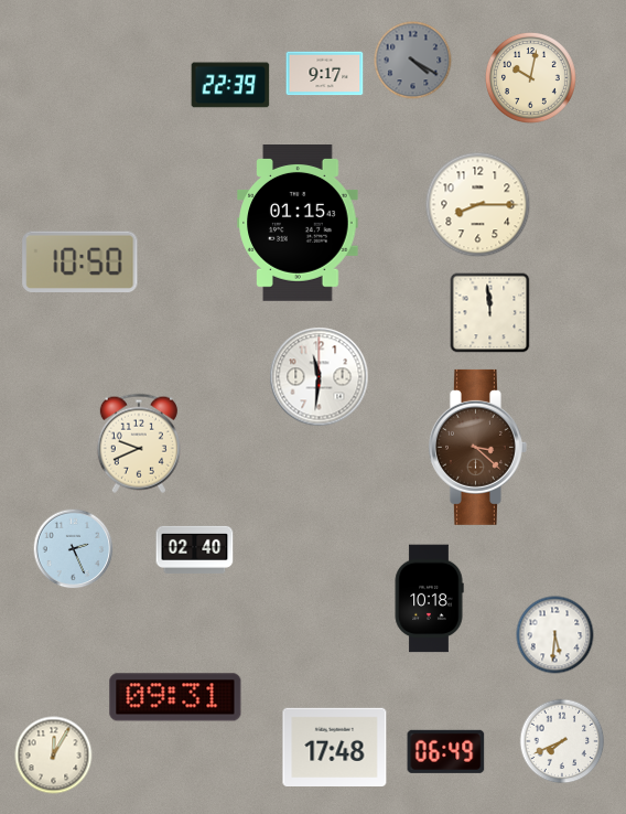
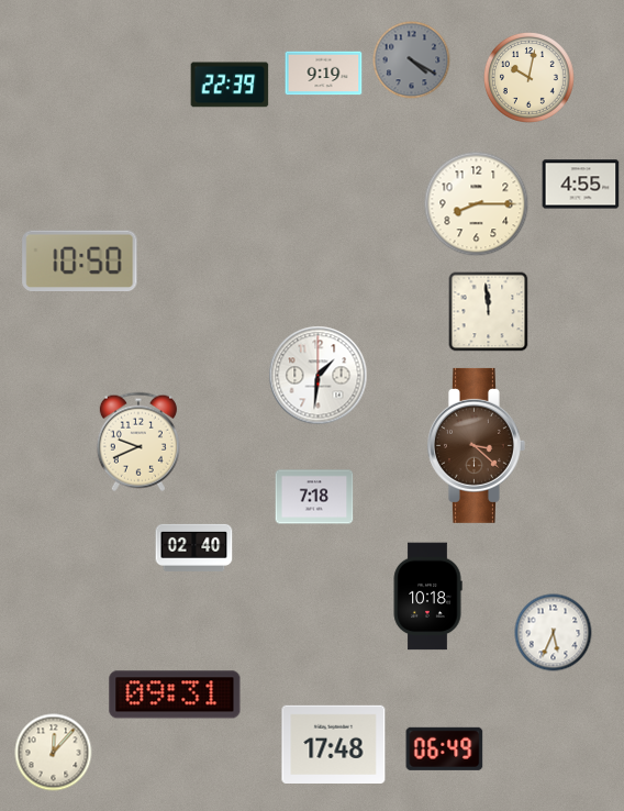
clock at (325, 74): 9:17 -> 9:19
clock at (581, 185): none -> 4:55
clock at (298, 224): 01:15 -> none
clock at (320, 377): 11:31 -> 1:31
clock at (314, 497): none -> 7:18
clock at (74, 549): 2:26 -> none
clock at (555, 635): 5:31 -> 5:34
clock at (562, 741): 7:41 -> none
clock at (54, 756): 12:05 -> 12:07
